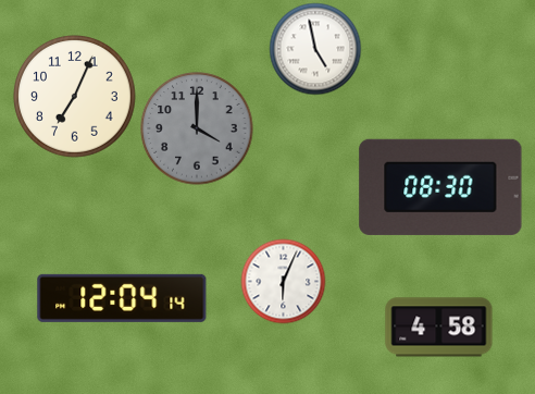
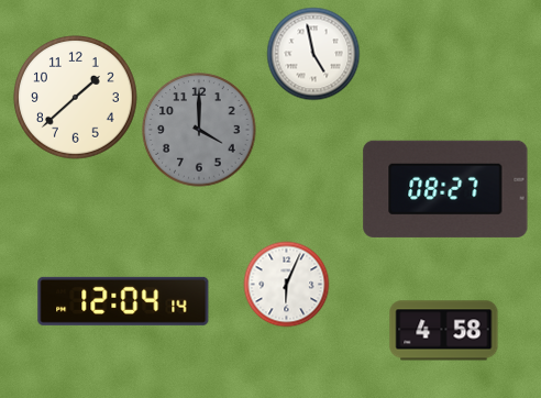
clock at (315, 49) position: (315, 49) -> (313, 54)
clock at (75, 97): 7:04 -> 1:38
clock at (440, 187): 08:30 -> 08:27
